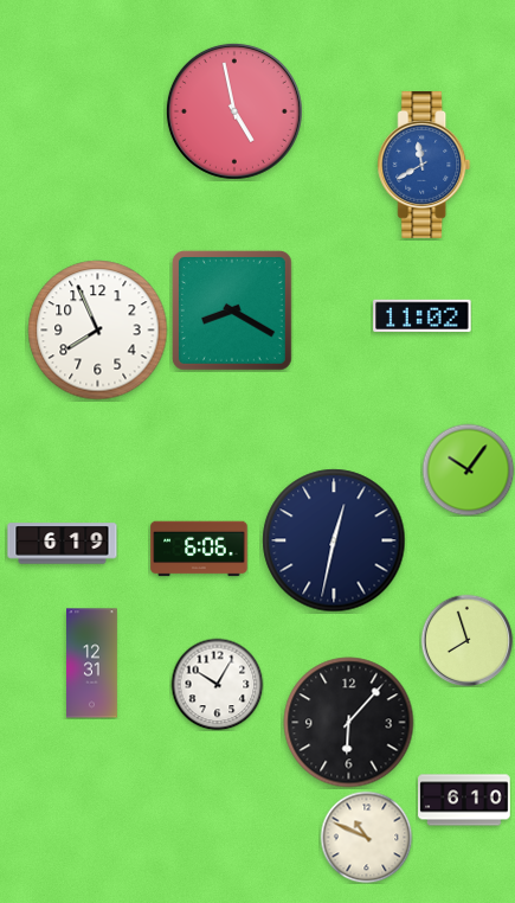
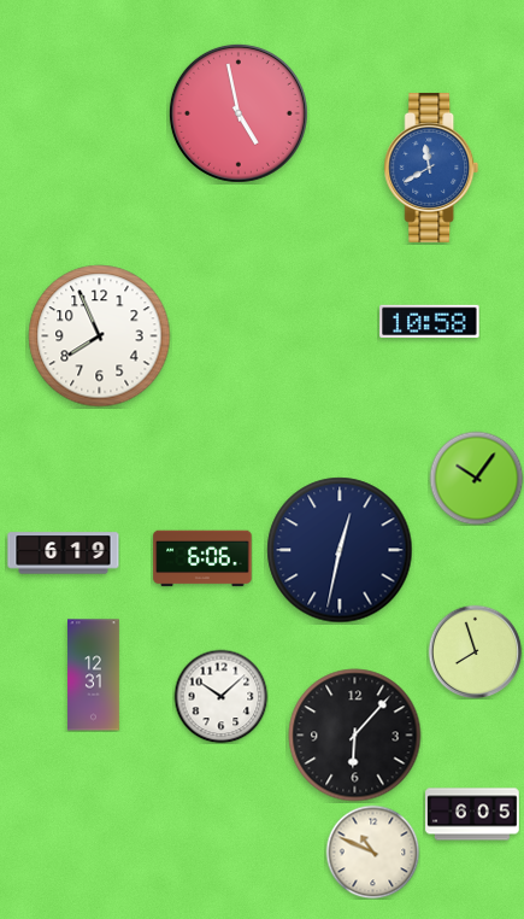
clock at (232, 310): 8:20 -> none
clock at (423, 315): 11:02 -> 10:58
clock at (217, 684): 10:05 -> 10:08
clock at (464, 800): 6:10 -> 6:05
